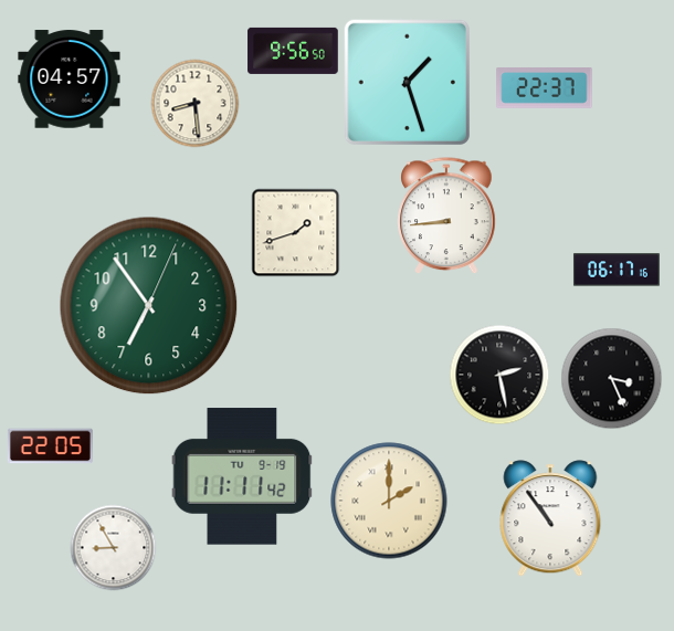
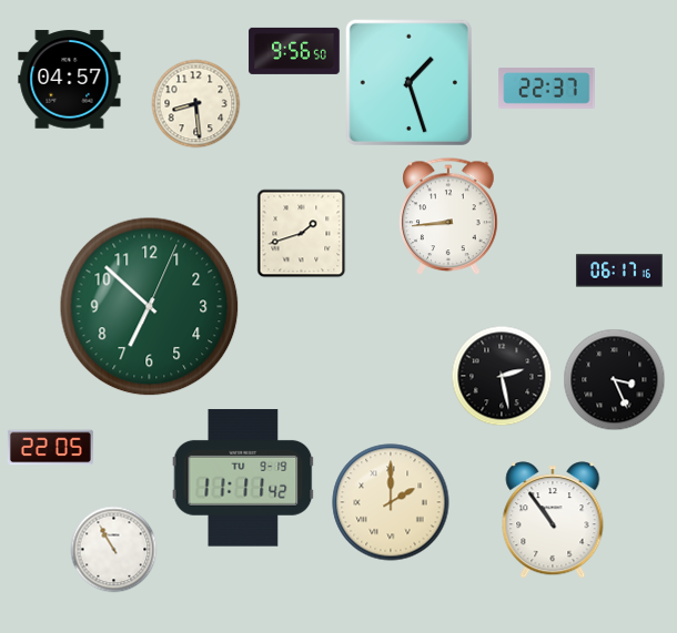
clock at (295, 232) position: (295, 232) -> (301, 233)
clock at (149, 306): 6:54 -> 6:52
clock at (113, 547): 8:55 -> 10:55
